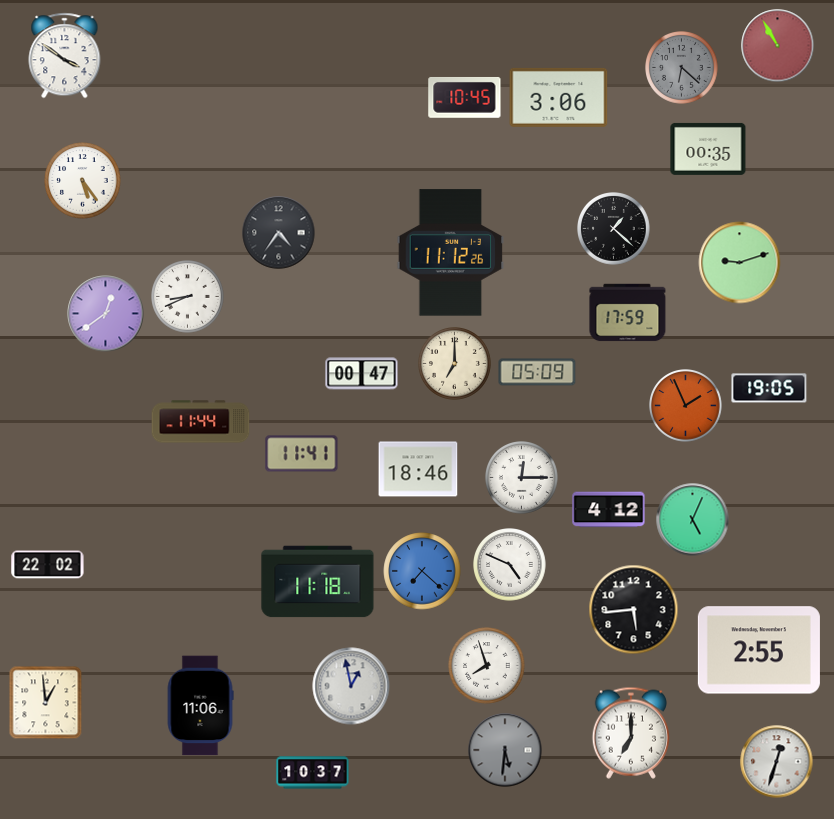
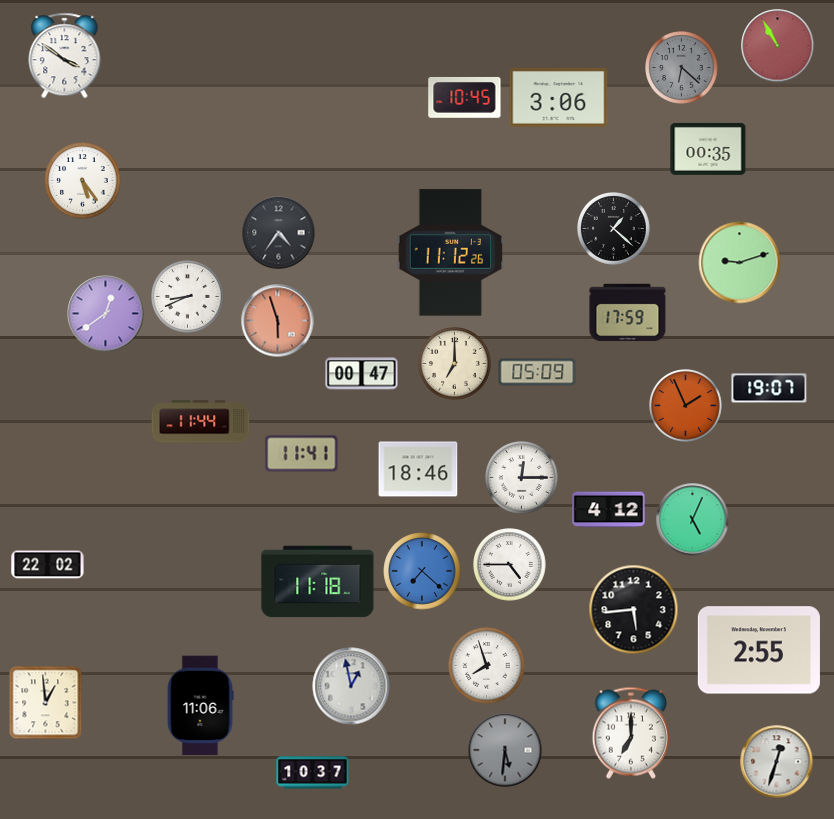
clock at (278, 321): none -> 5:57
clock at (769, 388): 19:05 -> 19:07
clock at (510, 565): 4:49 -> 4:45
